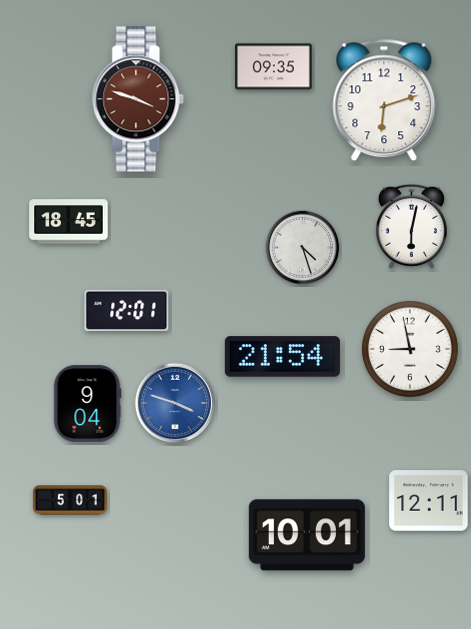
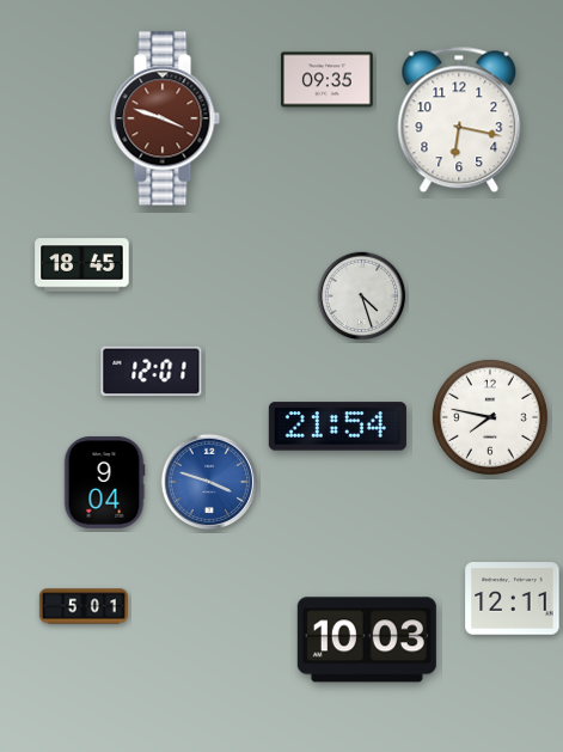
clock at (384, 100): 6:12 -> 6:17
clock at (411, 226): 6:02 -> none
clock at (410, 349): 8:58 -> 7:47
clock at (70, 500) position: (70, 500) -> (84, 606)
clock at (307, 535): 10:01 -> 10:03
